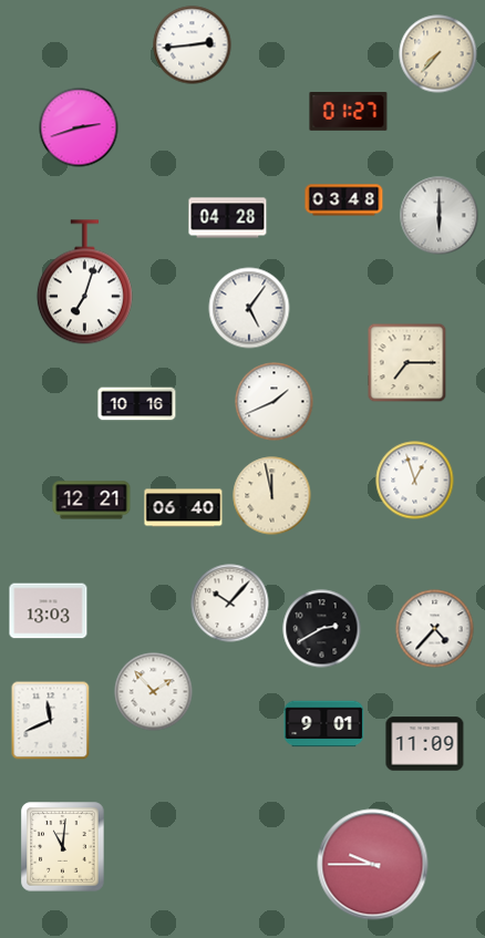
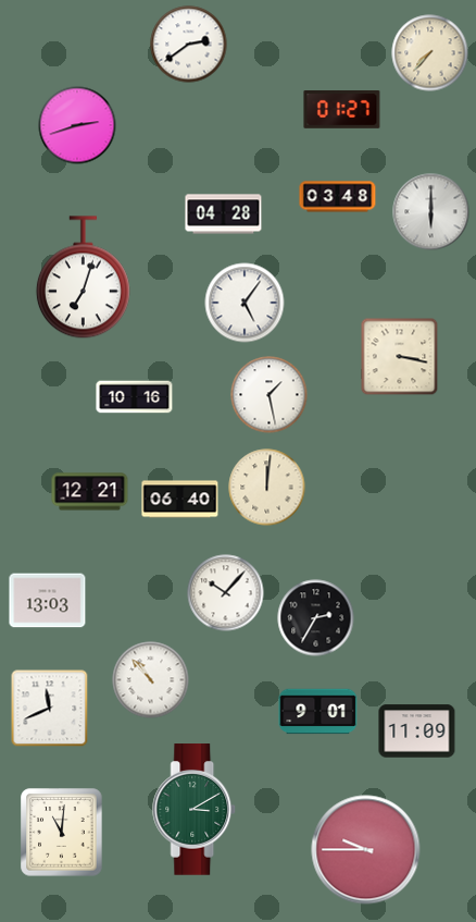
clock at (193, 45): 2:44 -> 2:39
clock at (407, 363): 7:15 -> 3:17
clock at (275, 402): 1:41 -> 1:28
clock at (415, 481): 12:57 -> none
clock at (272, 496): 11:58 -> 12:01
clock at (322, 629): 2:40 -> 2:35
clock at (435, 629): 4:37 -> none
clock at (154, 692): 1:53 -> 10:53
clock at (195, 810): none -> 3:10
